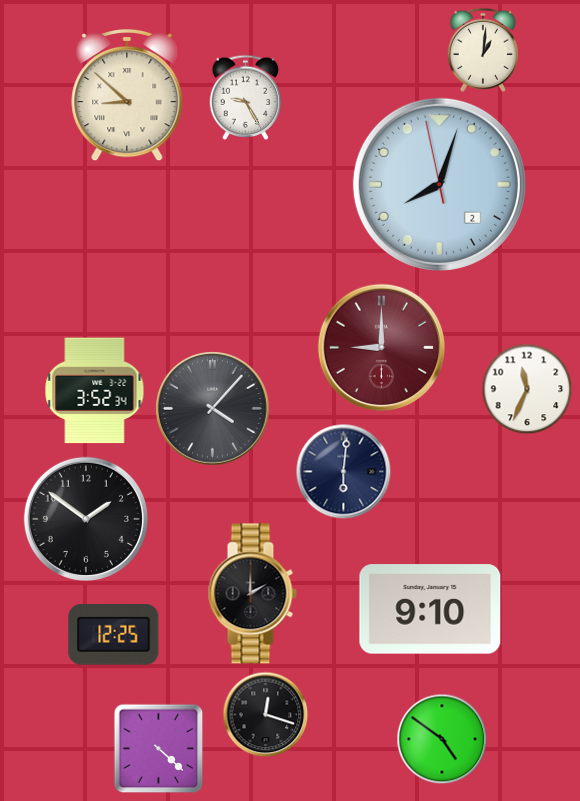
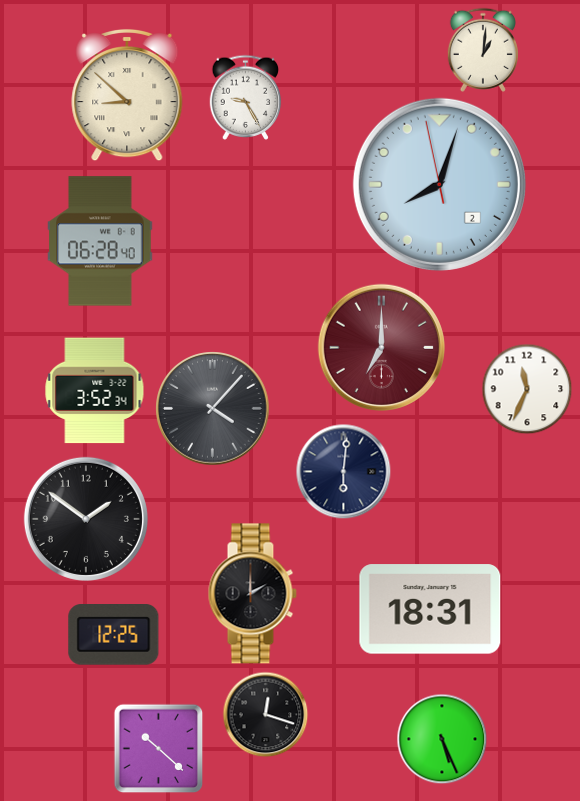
clock at (100, 241): none -> 06:28
clock at (381, 347): 9:00 -> 7:00
clock at (430, 609): 9:10 -> 18:31
clock at (442, 739): 4:51 -> 5:26
clock at (158, 748): 4:22 -> 10:22
